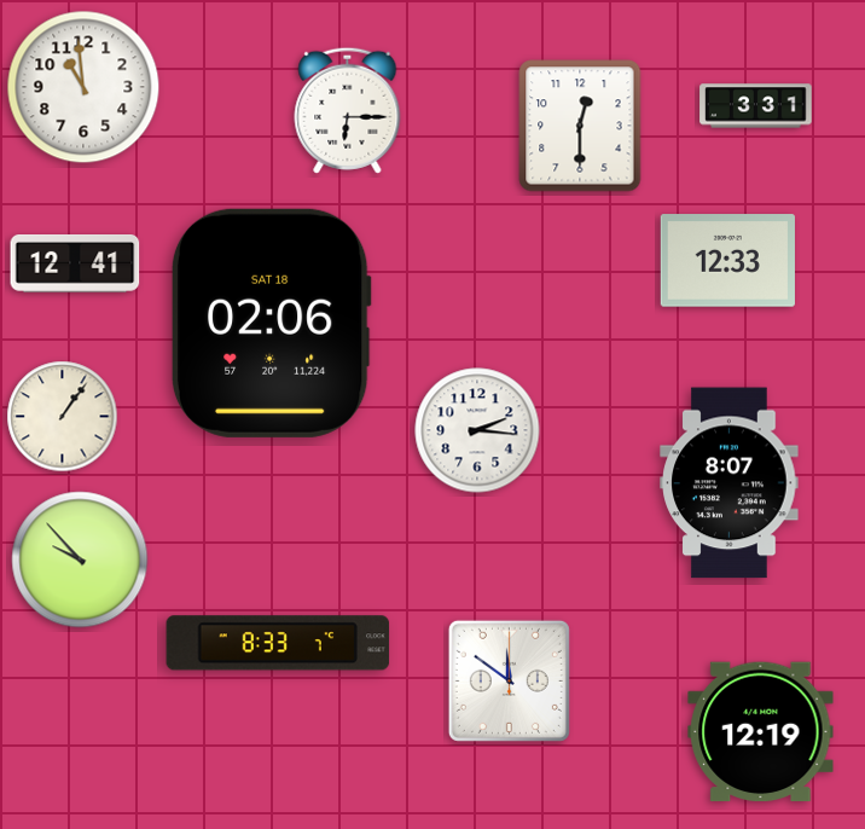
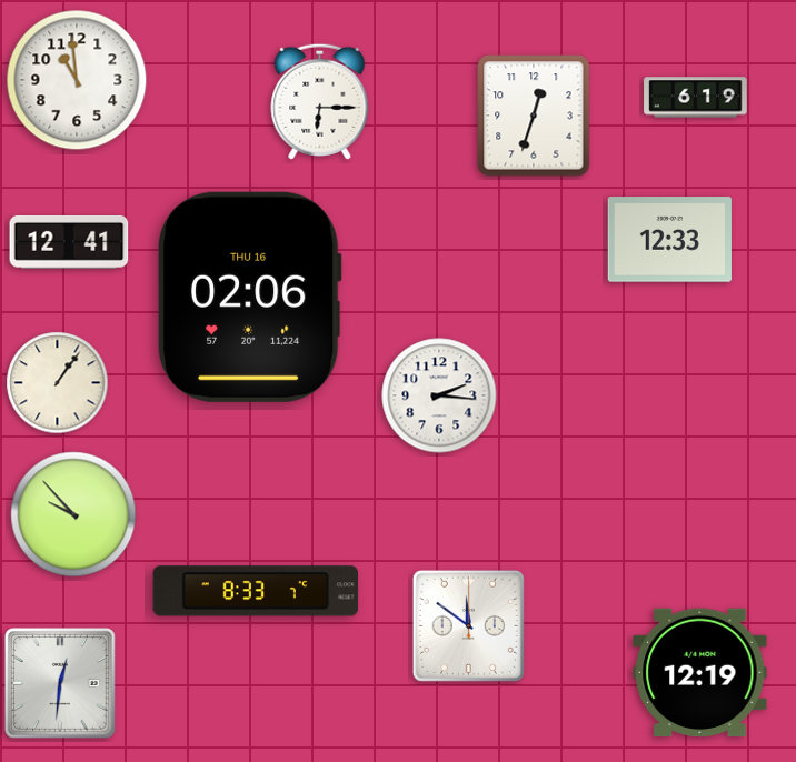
clock at (756, 106): 3:31 -> 6:19
clock at (580, 126): 12:30 -> 12:33
clock at (271, 323) date: SAT 18 -> THU 16
clock at (730, 483): 8:07 -> none
clock at (60, 683): none -> 12:31
